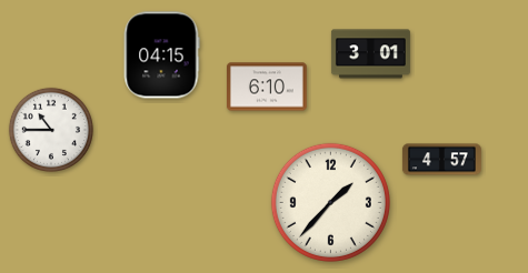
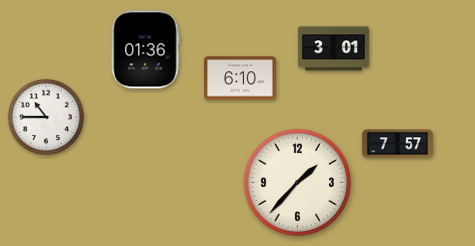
clock at (161, 55): 04:15 -> 01:36
clock at (441, 160): 4:57 -> 7:57
